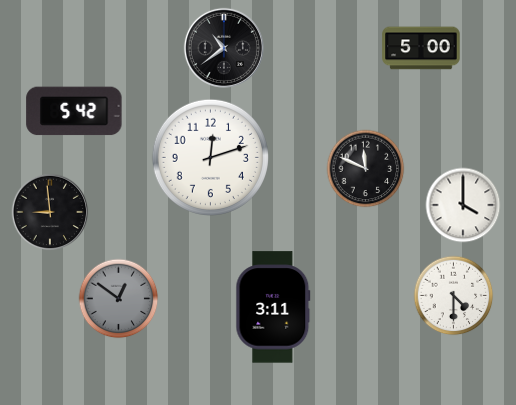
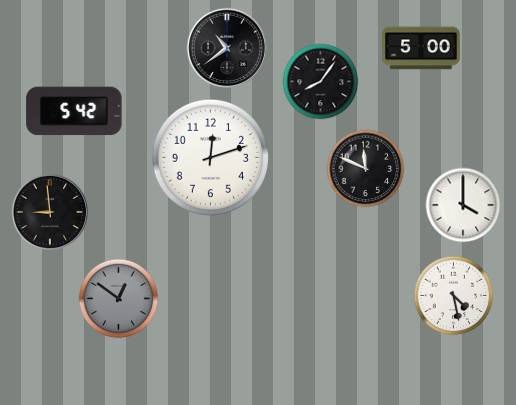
clock at (224, 48) position: (224, 48) -> (227, 48)
clock at (321, 82): none -> 8:06
clock at (454, 296): 4:30 -> 4:28
clock at (273, 307): 3:11 -> none
